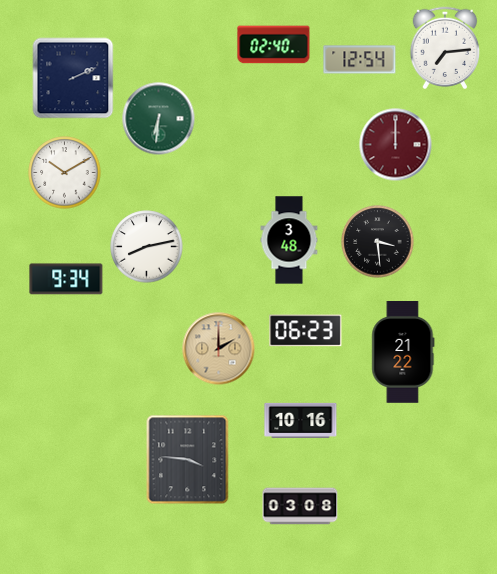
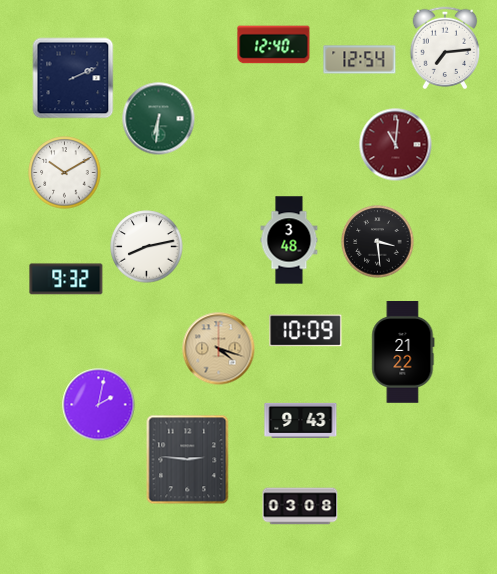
clock at (274, 45): 02:40 -> 12:40
clock at (396, 145): 12:00 -> 11:01
clock at (66, 279): 9:34 -> 9:32
clock at (306, 331): 06:23 -> 10:09
clock at (219, 349): 2:00 -> 4:18
clock at (99, 405): none -> 2:02
clock at (301, 420): 10:16 -> 9:43
clock at (188, 460): 3:46 -> 2:46
